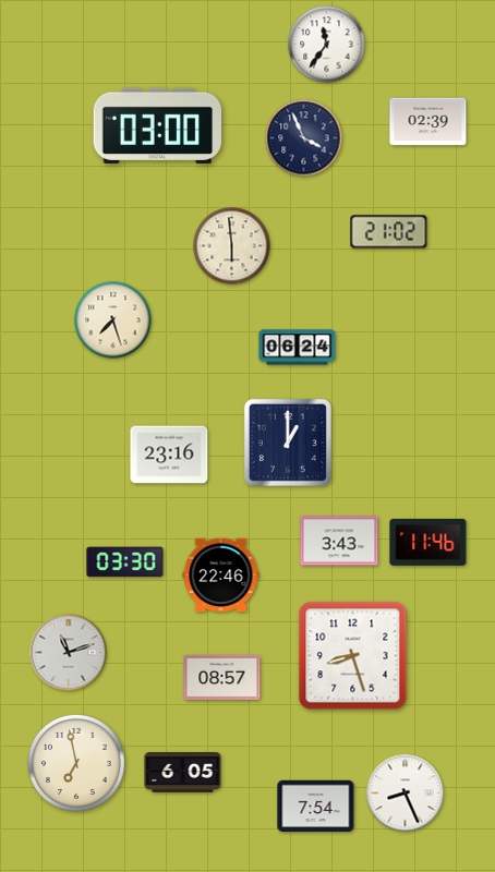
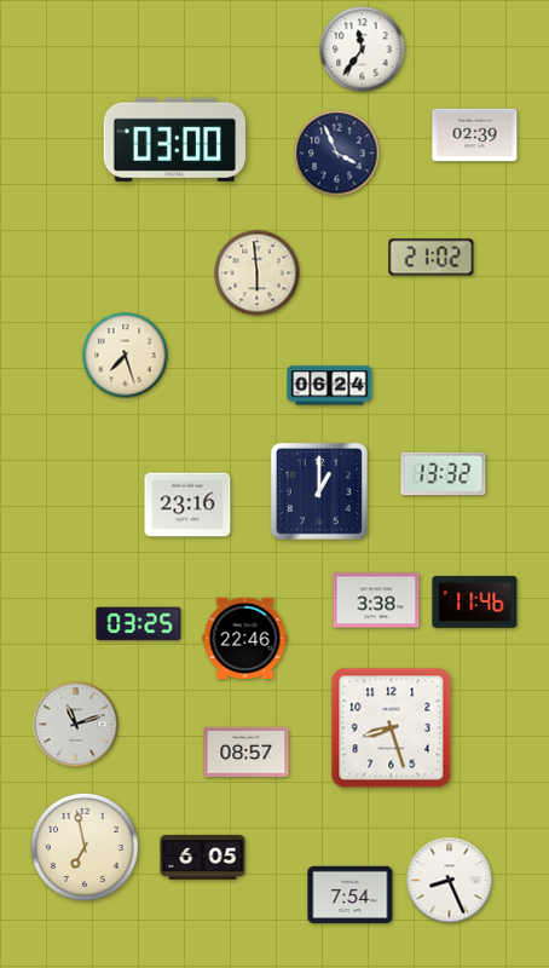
clock at (444, 474): none -> 13:32
clock at (339, 541): 3:43 -> 3:38
clock at (125, 562): 03:30 -> 03:25
